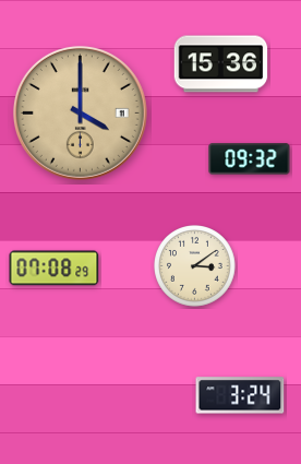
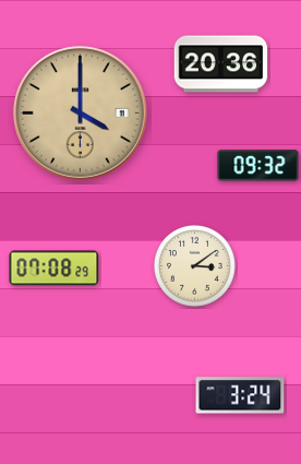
clock at (221, 64): 15:36 -> 20:36
clock at (250, 159) position: (250, 159) -> (258, 166)
